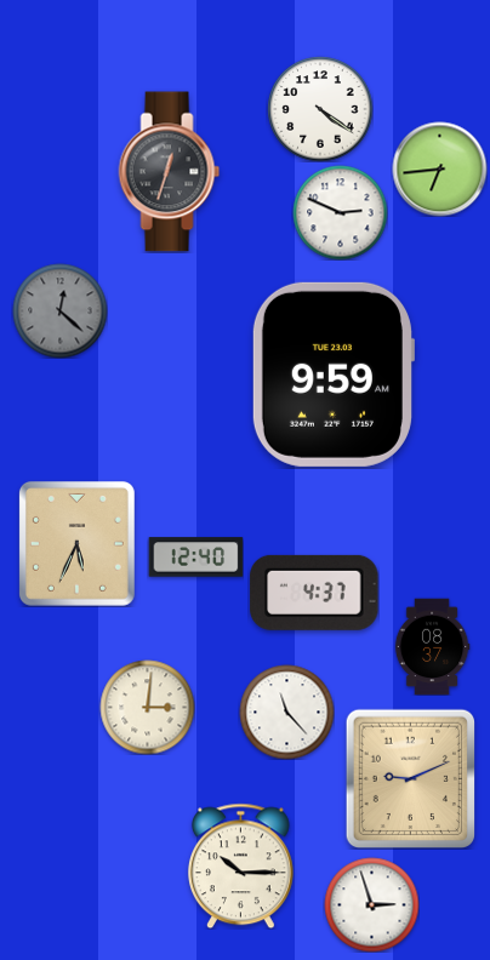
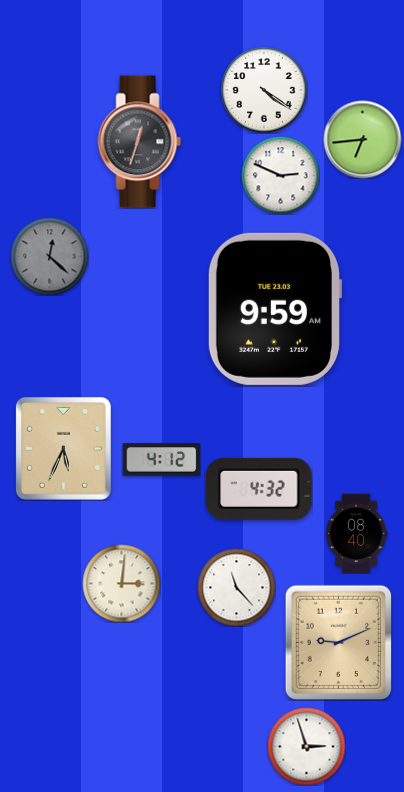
clock at (195, 558): 12:40 -> 4:12
clock at (314, 593): 4:37 -> 4:32
clock at (432, 646): 08:37 -> 08:40
clock at (240, 865): 10:15 -> none
